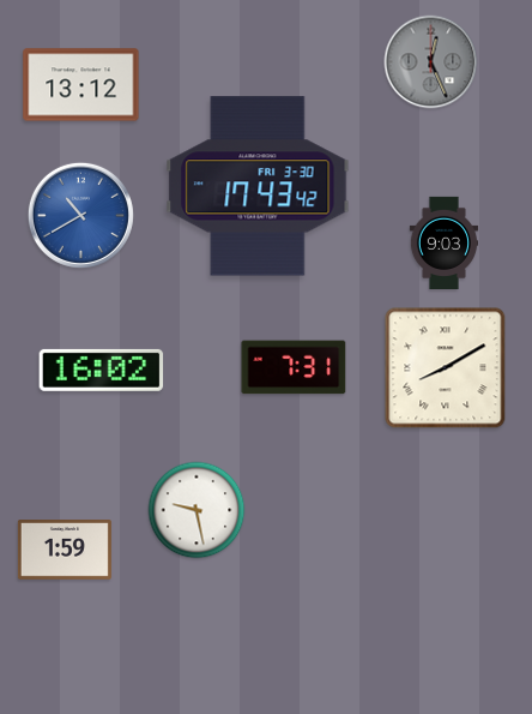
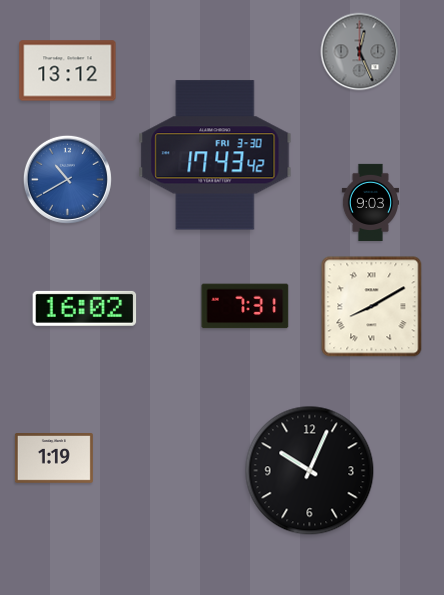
clock at (197, 510): 9:28 -> none
clock at (65, 551): 1:59 -> 1:19
clock at (310, 471): none -> 10:04
